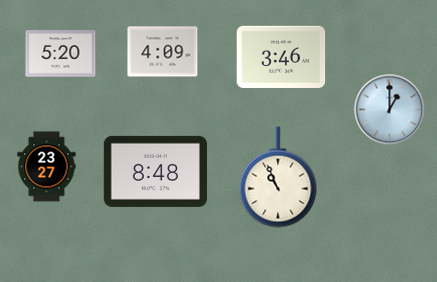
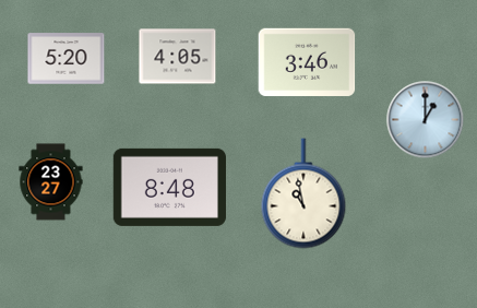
clock at (163, 52): 4:09 -> 4:05
clock at (278, 177): 10:56 -> 10:58
